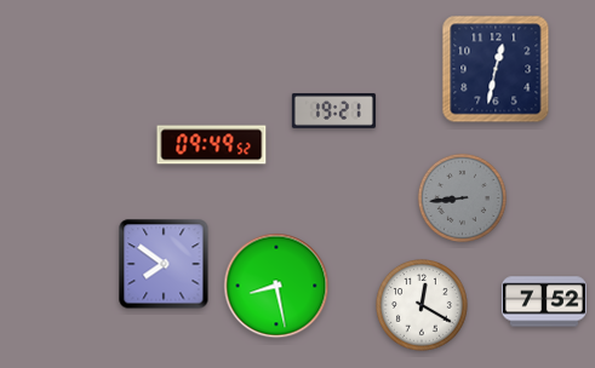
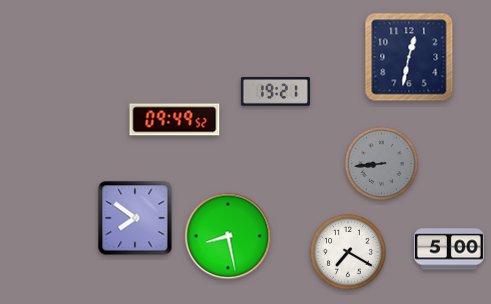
clock at (544, 301): 7:52 -> 5:00
clock at (423, 306): 12:20 -> 7:20
